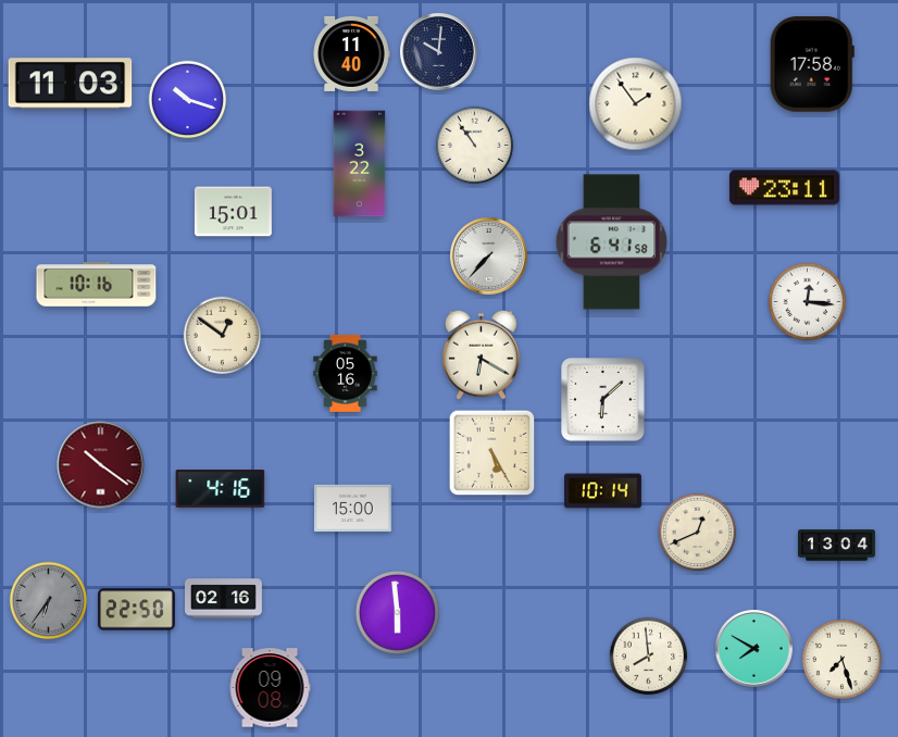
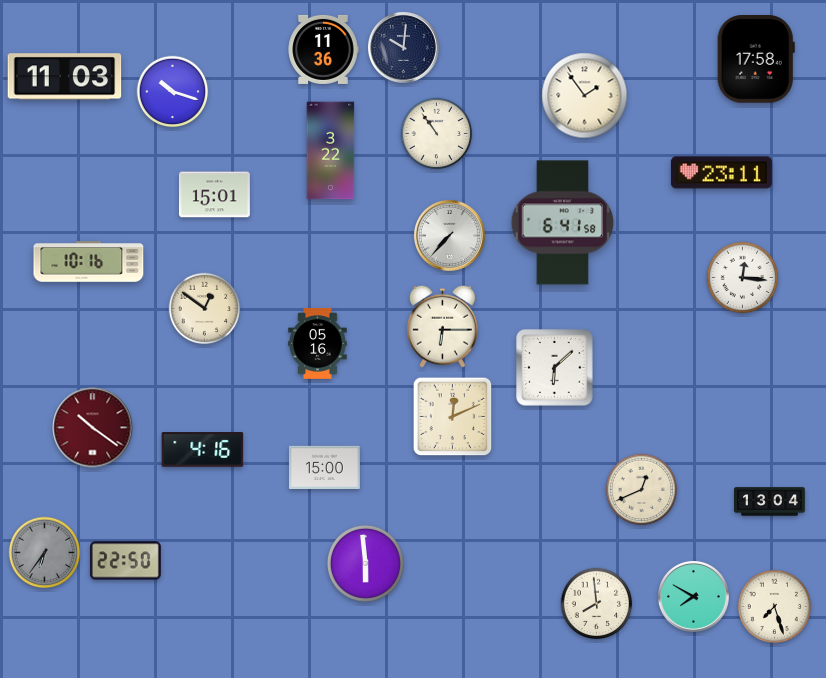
clock at (351, 53): 11:40 -> 11:36
clock at (812, 64) position: (812, 64) -> (756, 59)
clock at (482, 354): 6:20 -> 6:15
clock at (492, 453): 5:25 -> 12:11
clock at (603, 491): 10:14 -> none
clock at (224, 599): 02:16 -> none
clock at (270, 688): 09:08 -> none
